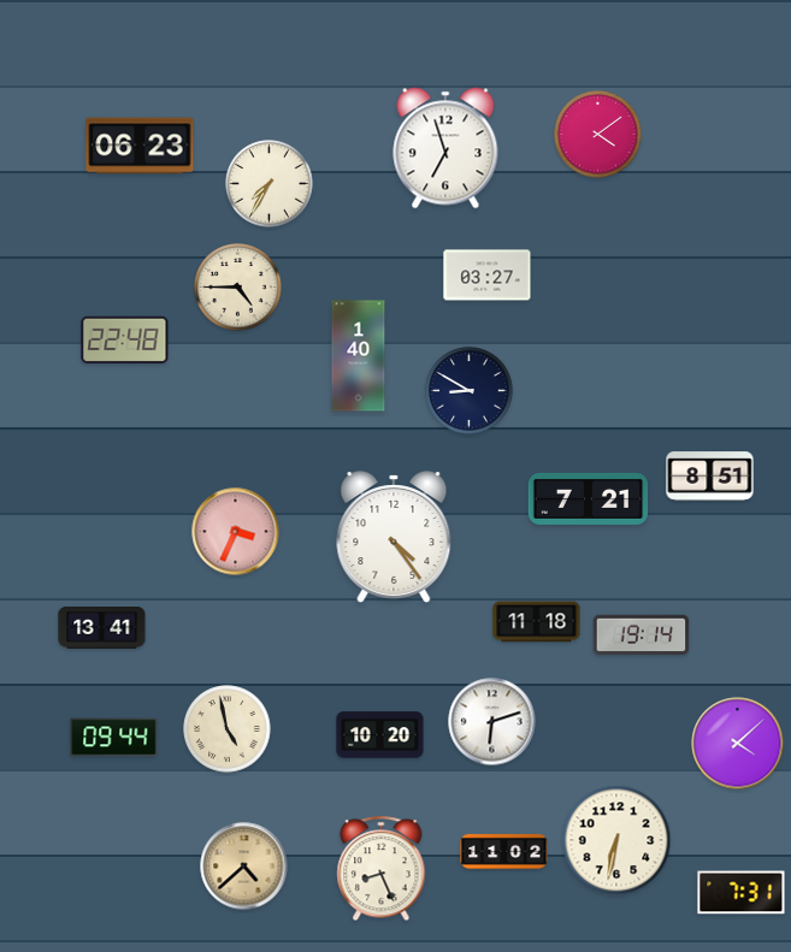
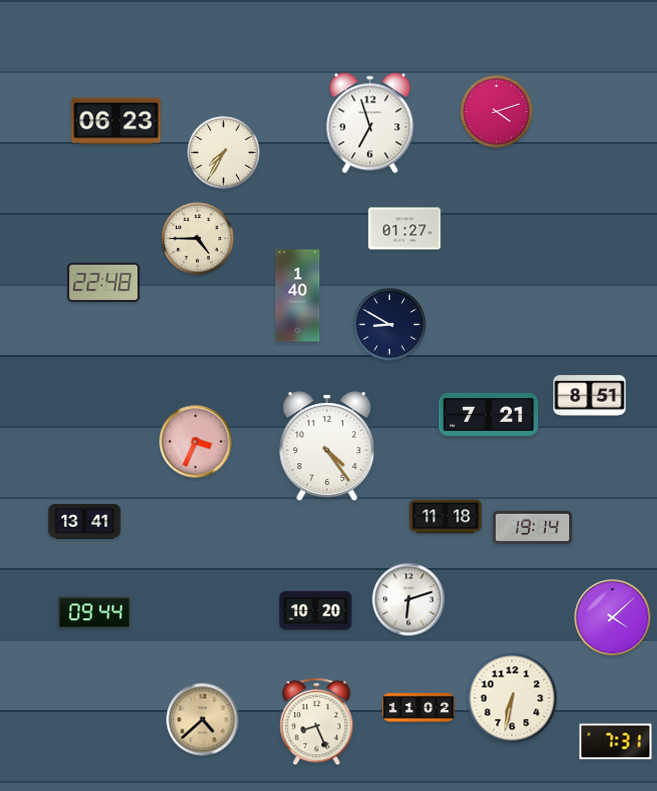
clock at (598, 135): 4:09 -> 4:12
clock at (488, 276): 03:27 -> 01:27
clock at (228, 729): 4:58 -> none
